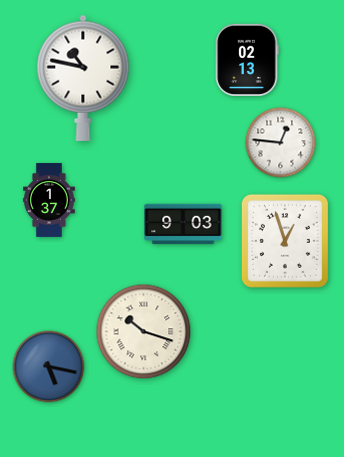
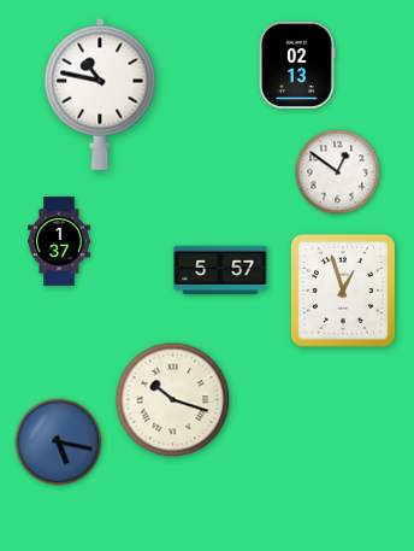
clock at (247, 60) position: (247, 60) -> (297, 65)
clock at (281, 143): 12:46 -> 12:51
clock at (183, 224): 9:03 -> 5:57
